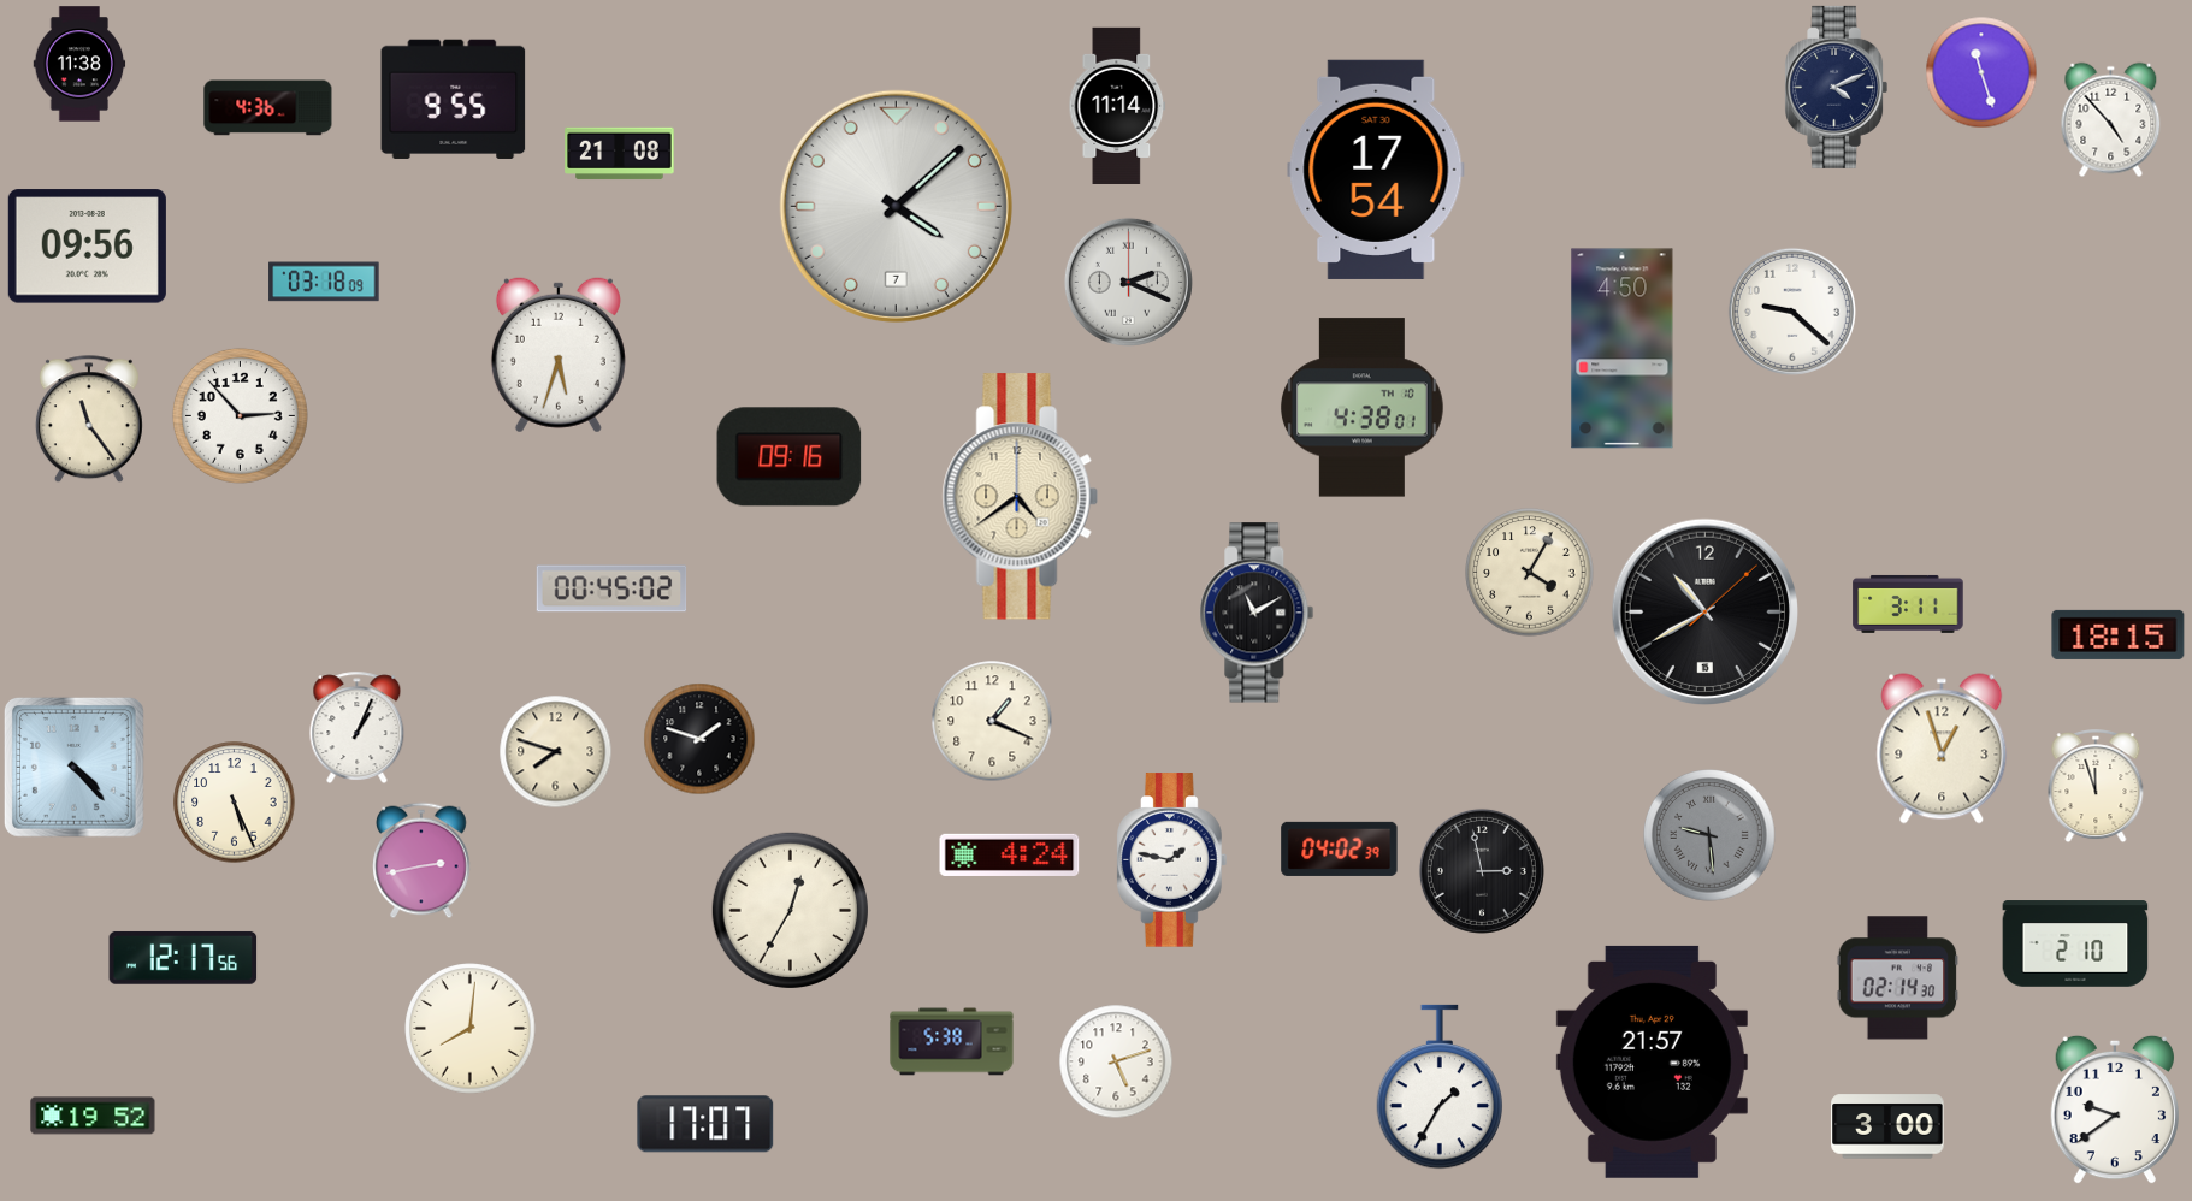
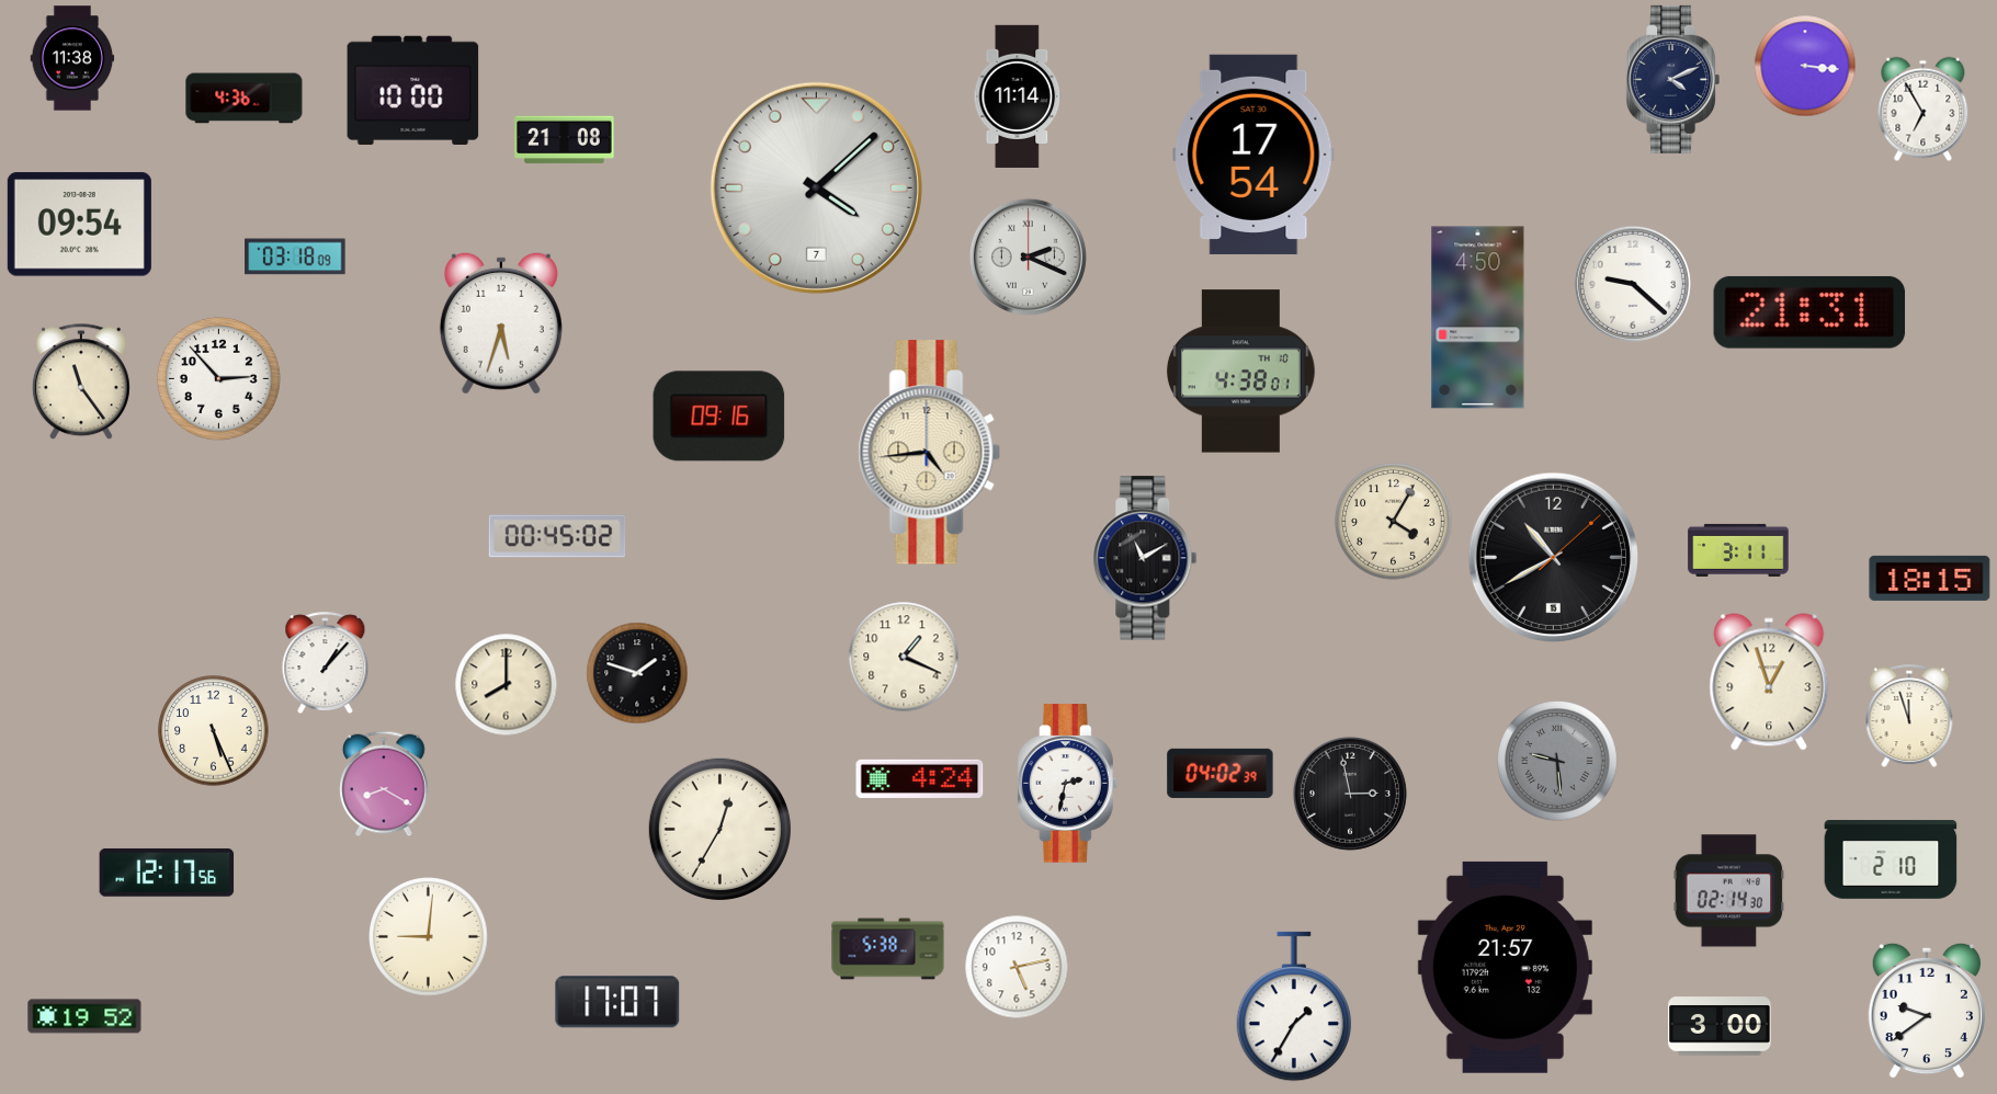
clock at (1981, 72): 11:27 -> 3:16
clock at (454, 99): 9:55 -> 10:00
clock at (2111, 119): 4:53 -> 6:55
clock at (87, 247): 09:56 -> 09:54
clock at (1809, 312): none -> 21:31
clock at (559, 355) position: (559, 355) -> (501, 323)
clock at (1020, 497): 4:39 -> 4:44
clock at (358, 727): 1:04 -> 1:07
clock at (555, 751): 7:48 -> 8:00
clock at (73, 767): 4:23 -> none
clock at (421, 860): 2:43 -> 8:20
clock at (1172, 860): 1:47 -> 2:32
clock at (471, 1029): 8:01 -> 9:01
clock at (952, 1042) position: (952, 1042) -> (888, 949)
clock at (1116, 1061): 5:12 -> 5:13
clock at (1438, 1087) position: (1438, 1087) -> (1293, 1006)
clock at (705, 1124) position: (705, 1124) -> (617, 1002)
